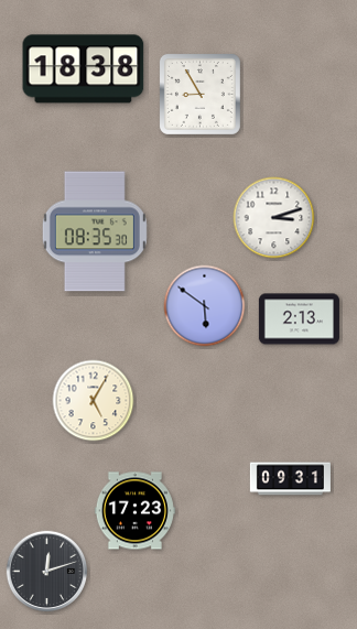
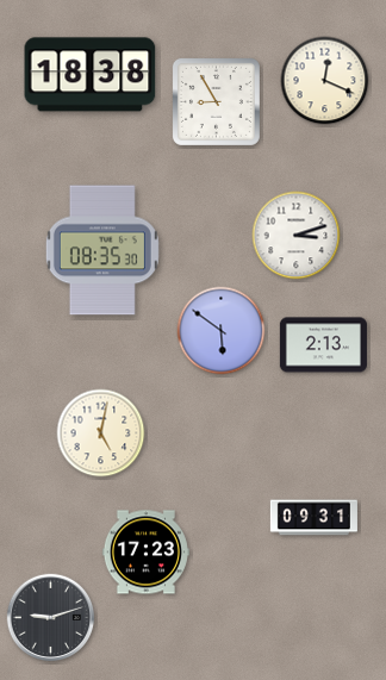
clock at (325, 81): none -> 12:19
clock at (94, 401): 5:05 -> 5:02
clock at (47, 572): 12:12 -> 9:12
